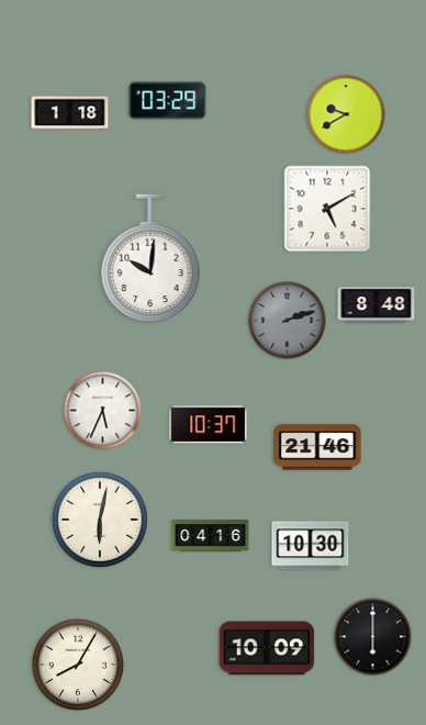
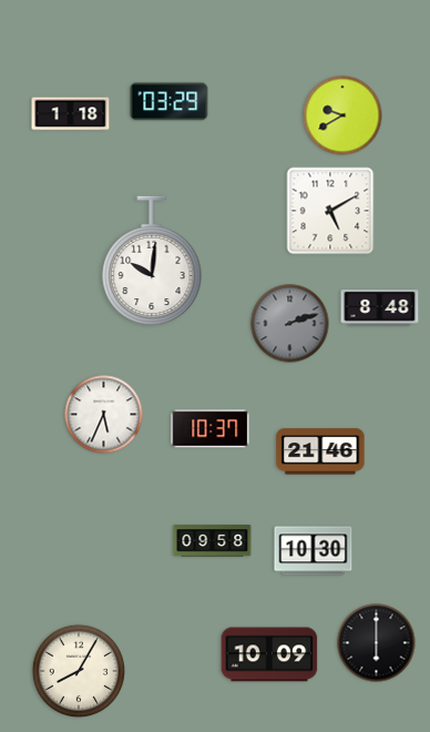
clock at (346, 114) position: (346, 114) -> (342, 115)
clock at (100, 520): 6:02 -> none
clock at (211, 536): 04:16 -> 09:58
